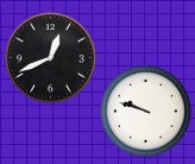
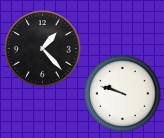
clock at (51, 58): 12:41 -> 1:23
